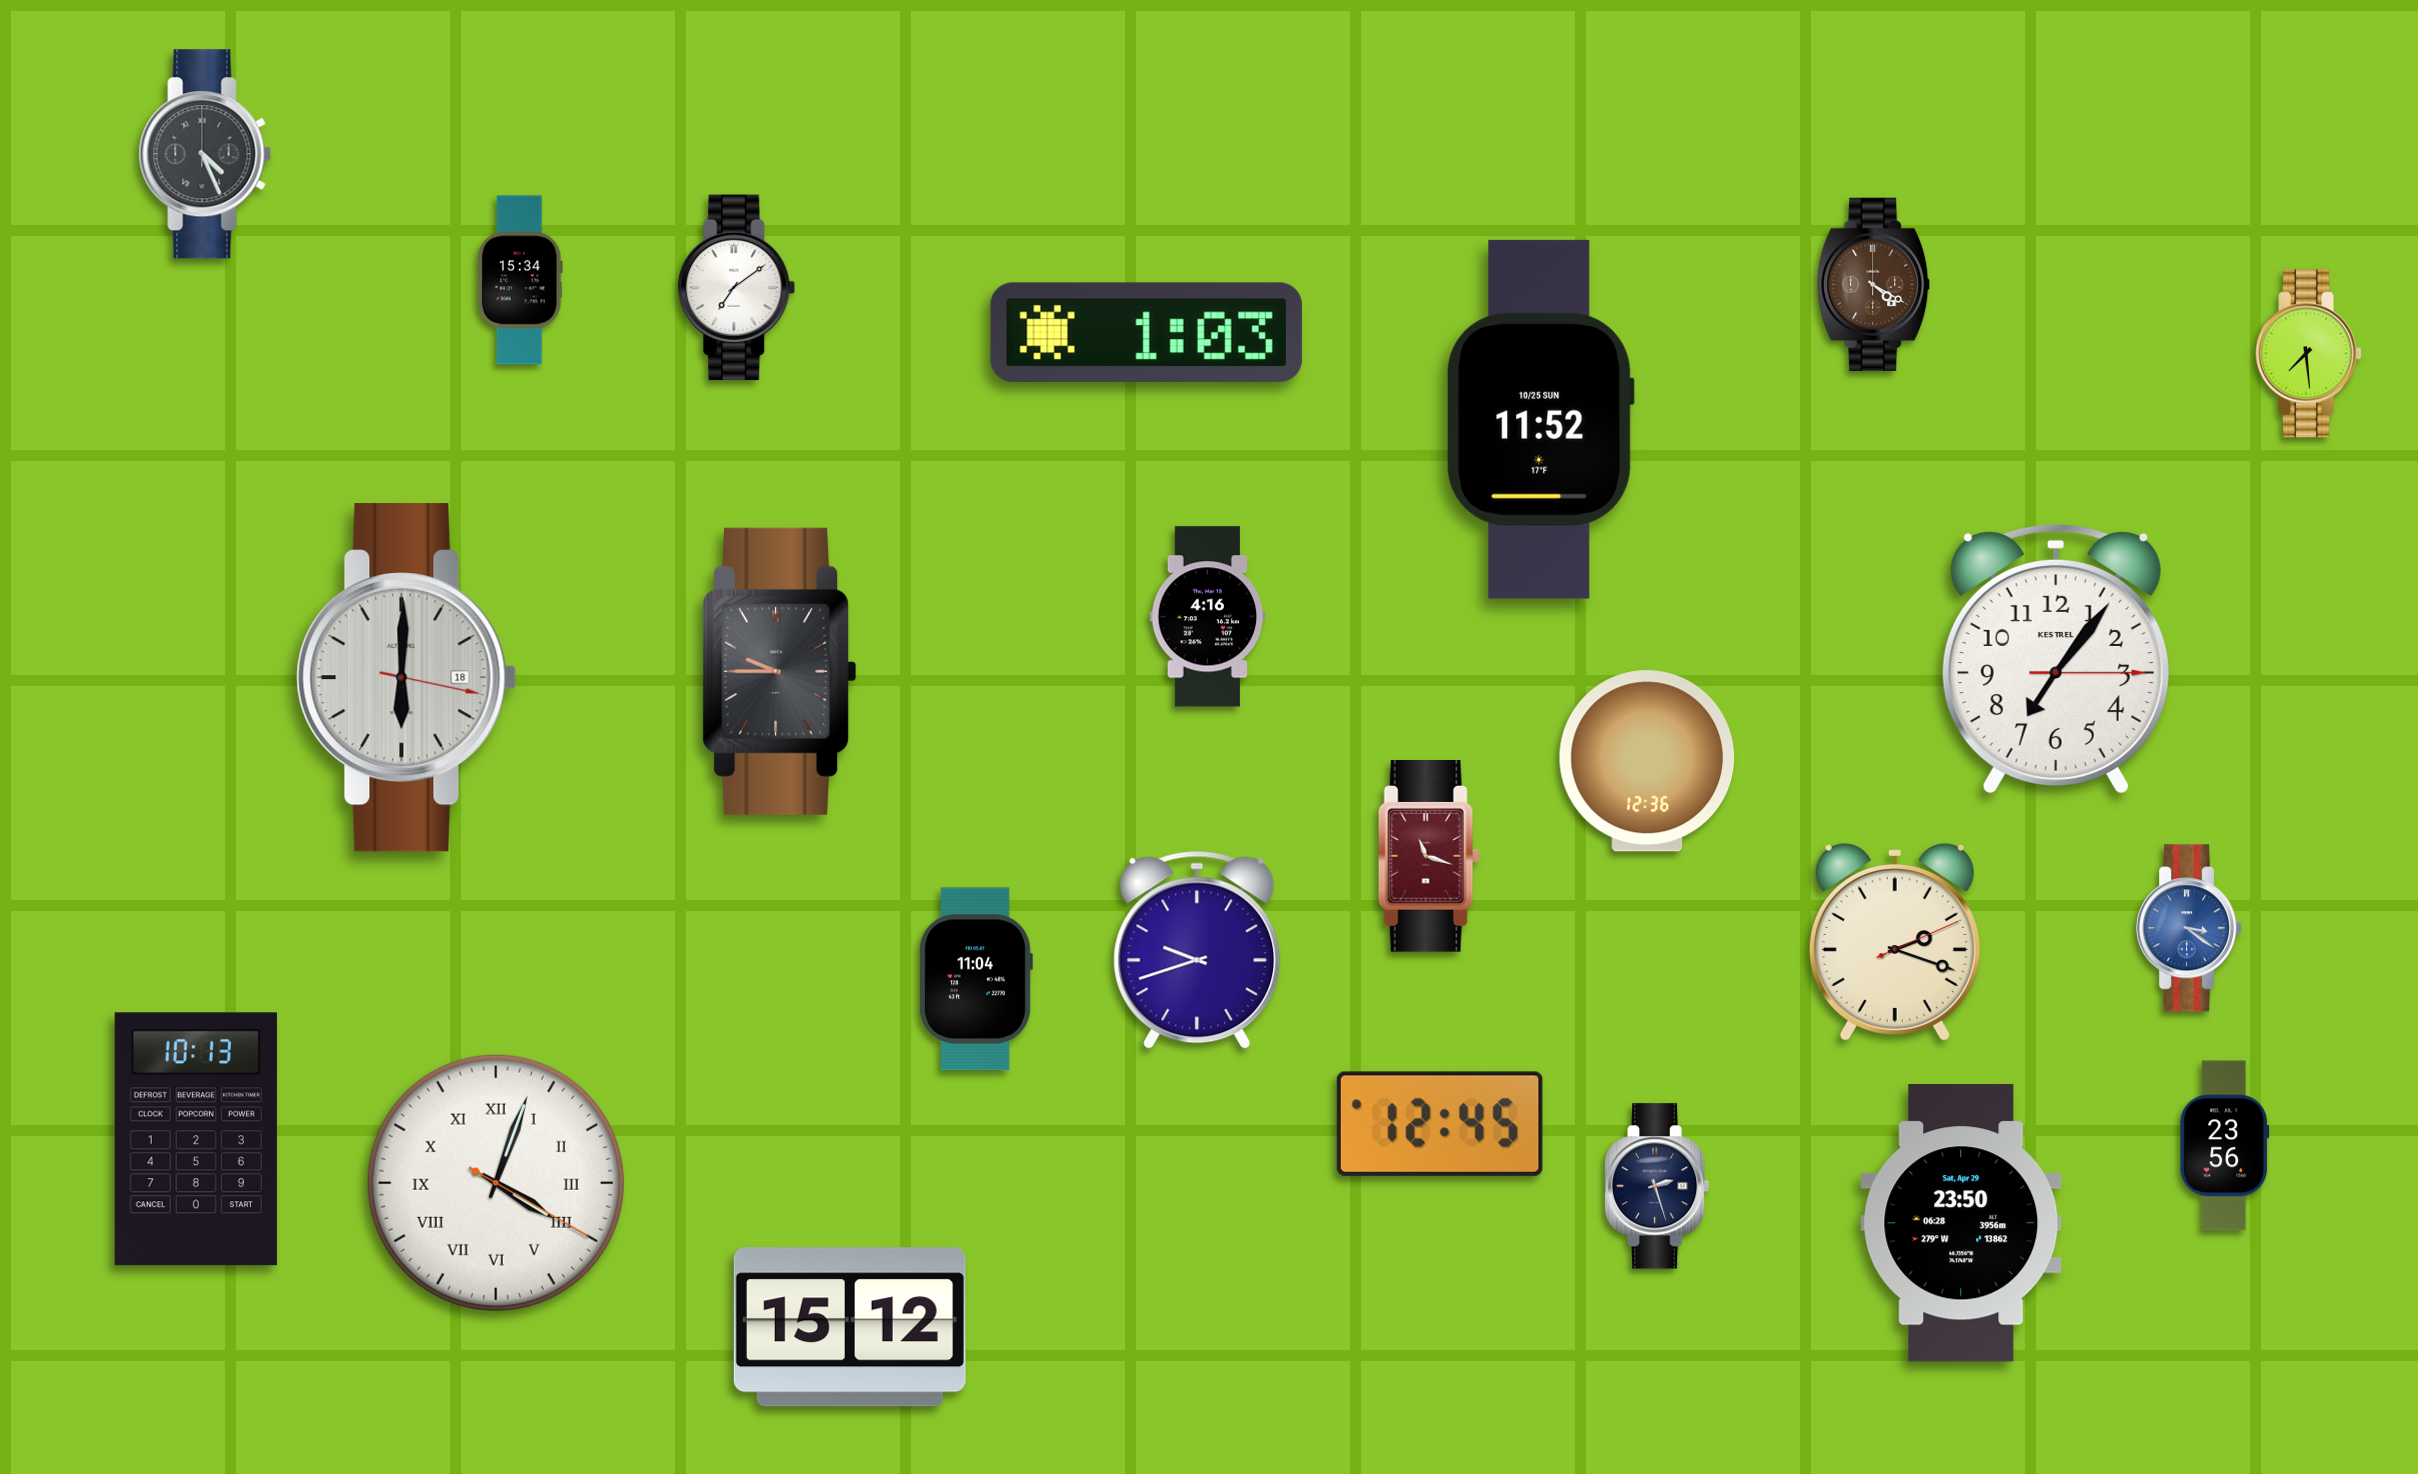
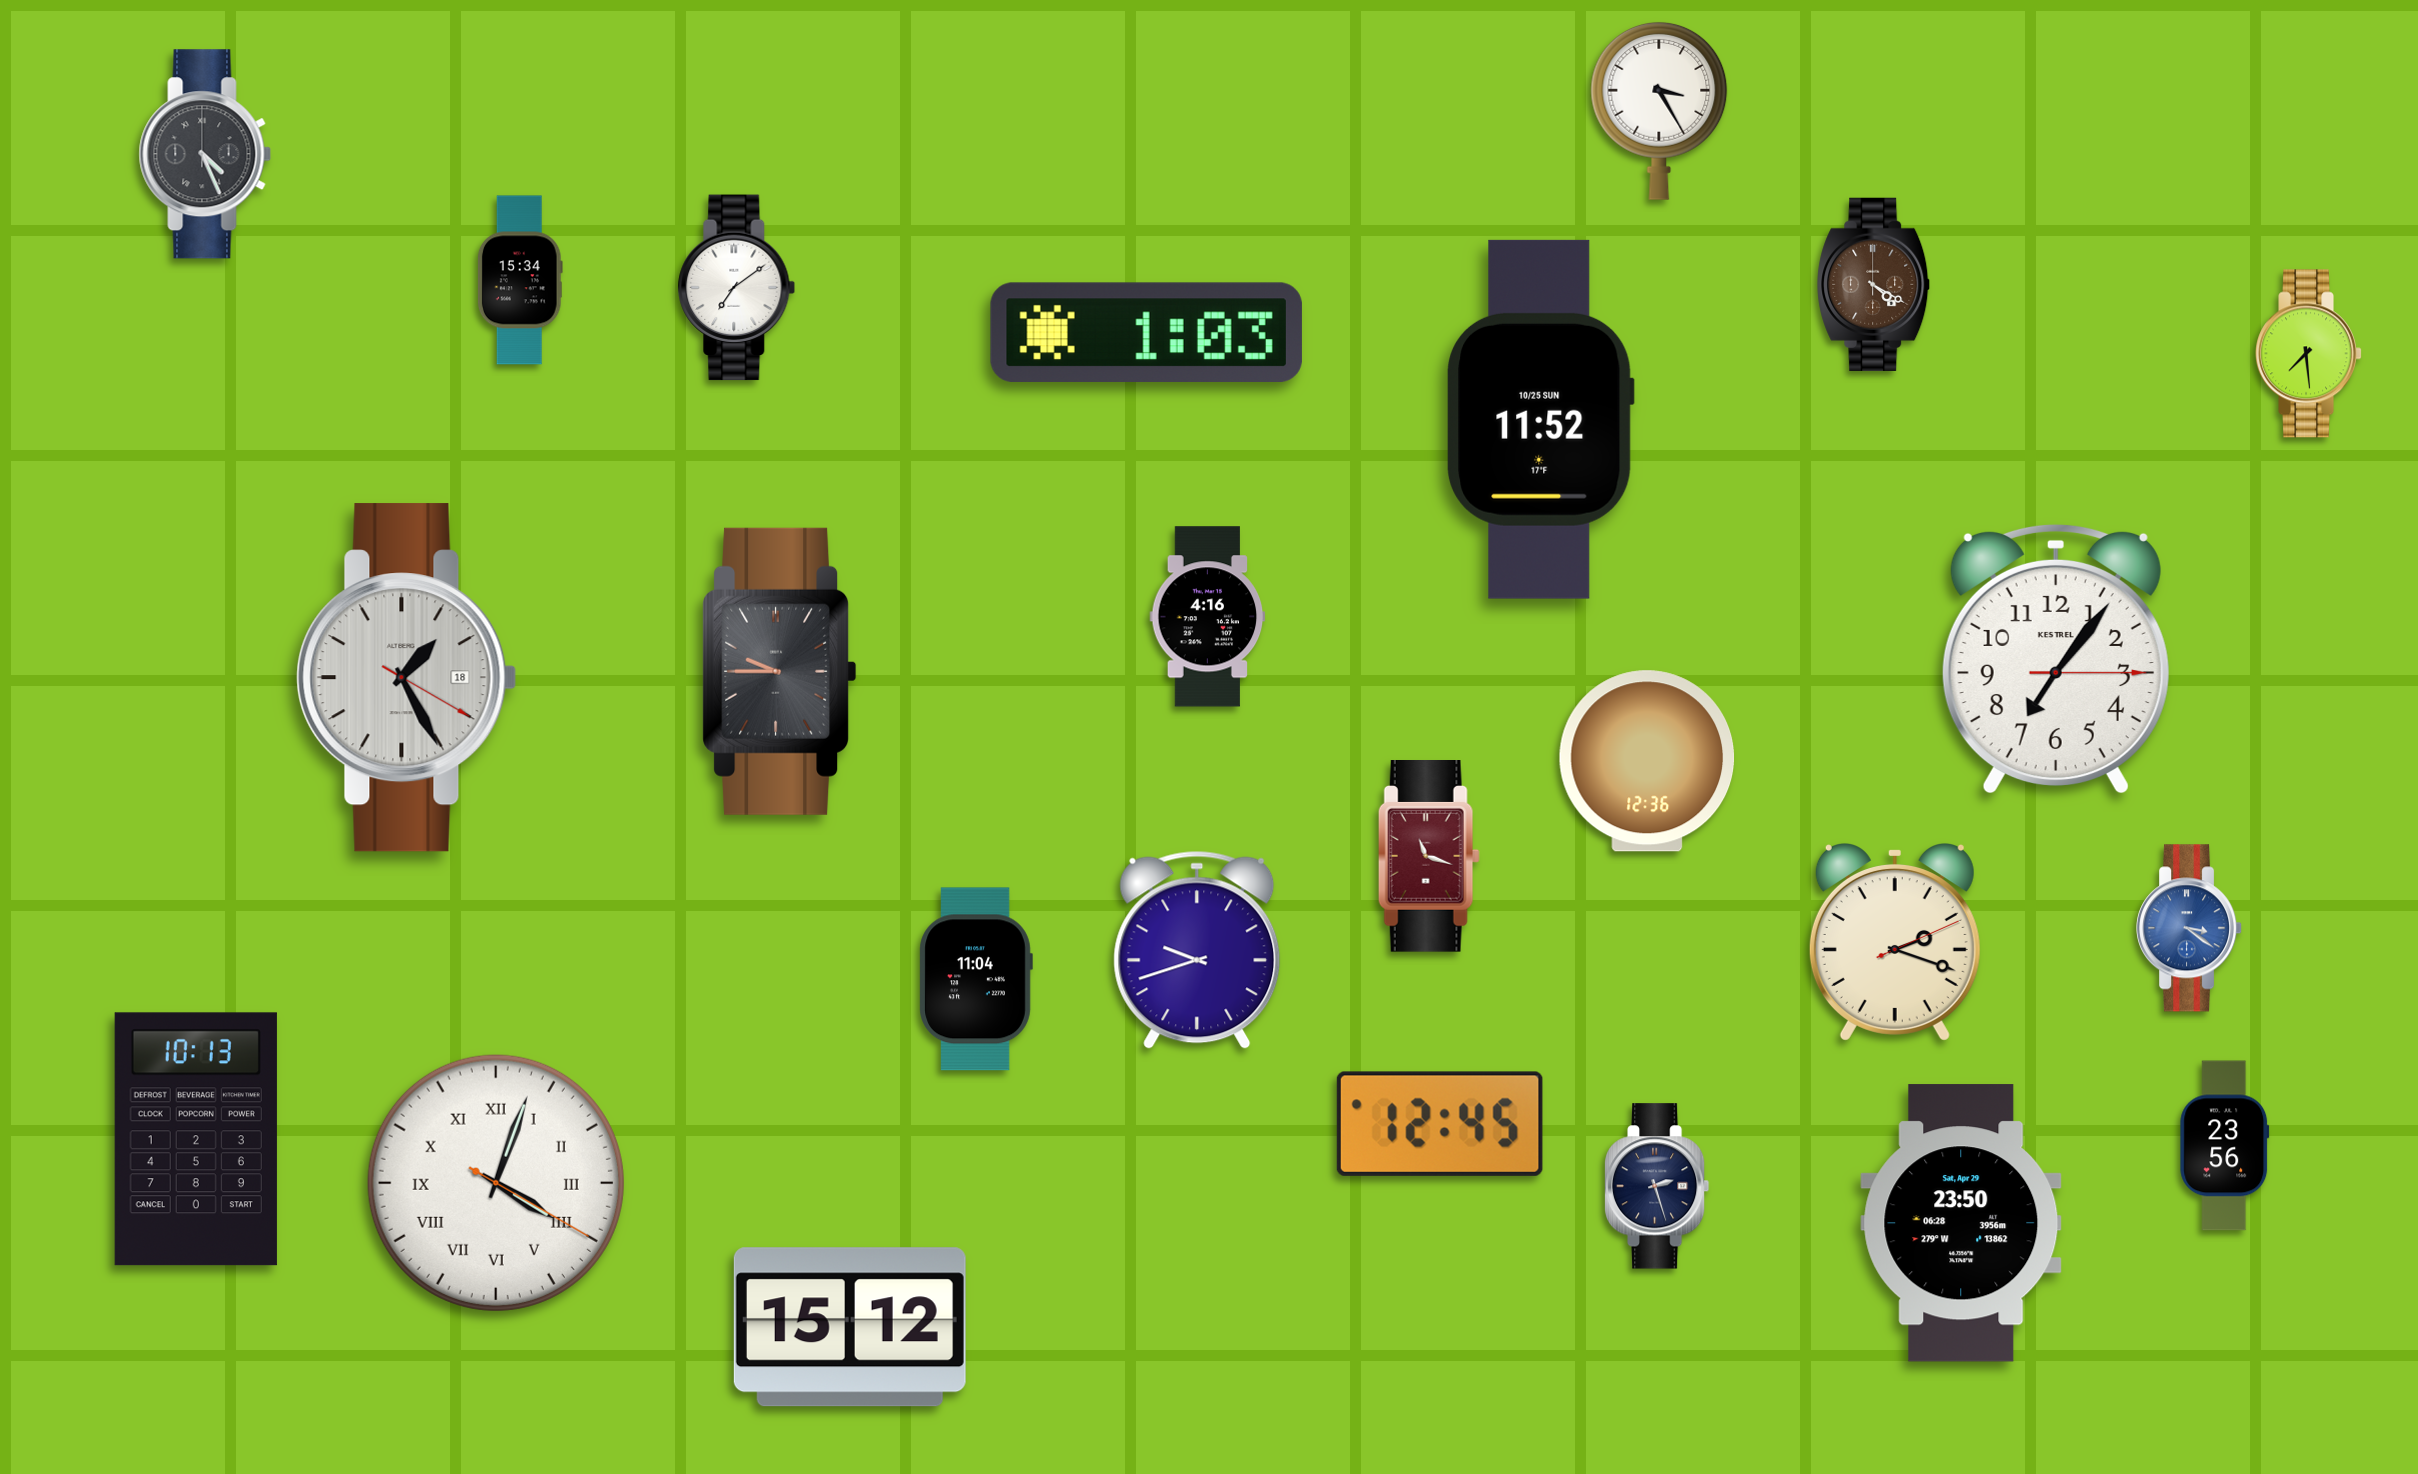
clock at (1659, 111): none -> 3:25
clock at (407, 678): 6:00 -> 1:25
